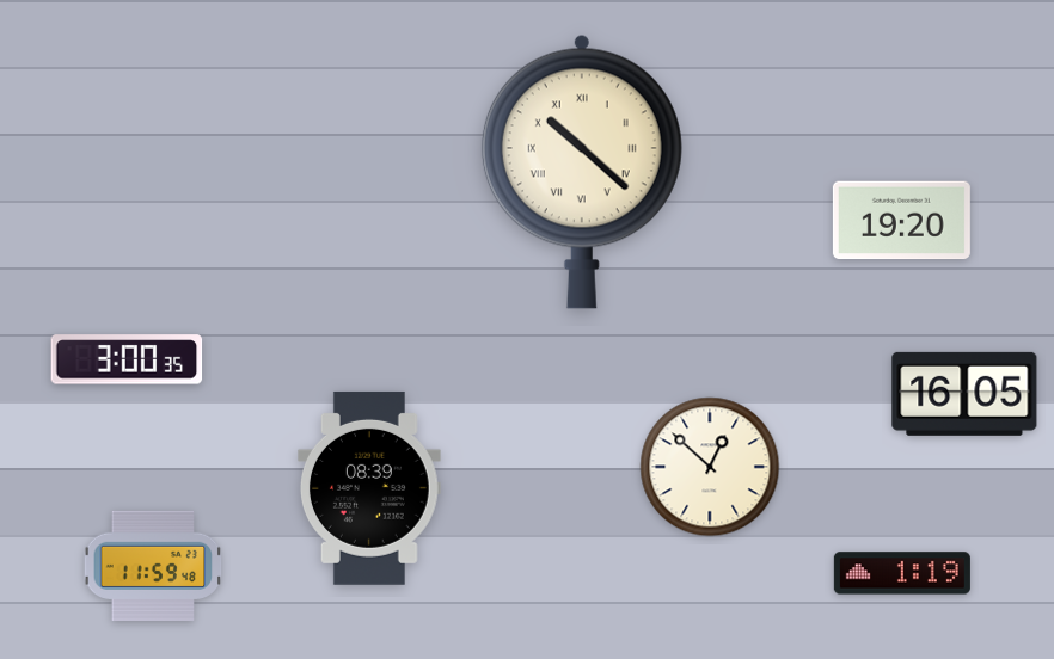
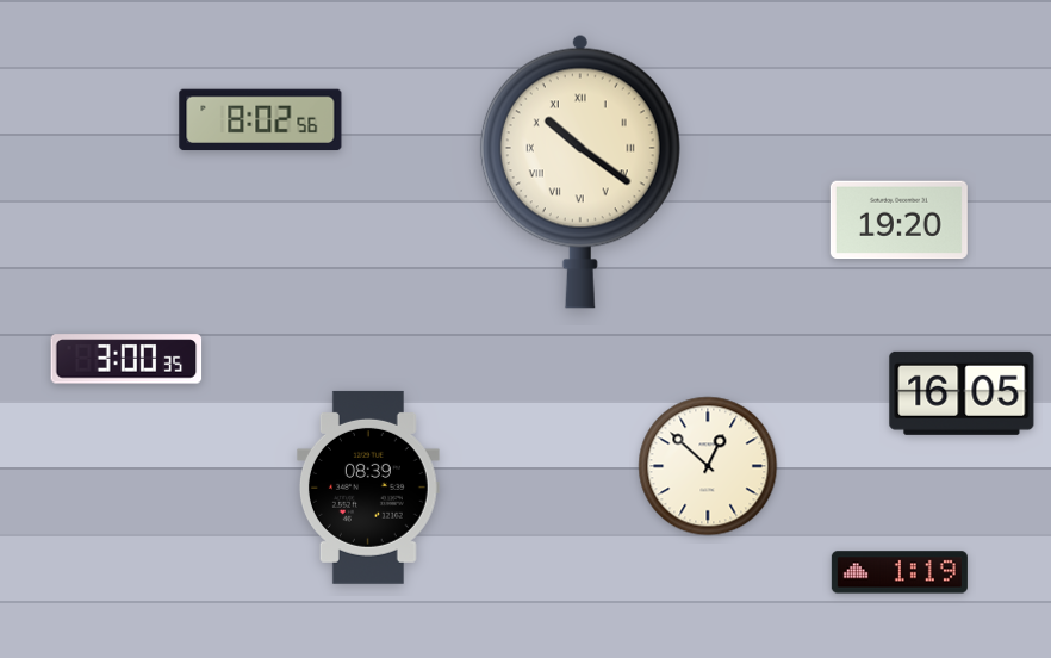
clock at (261, 120): none -> 8:02
clock at (582, 172): 10:22 -> 10:21
clock at (153, 566): 11:59 -> none
